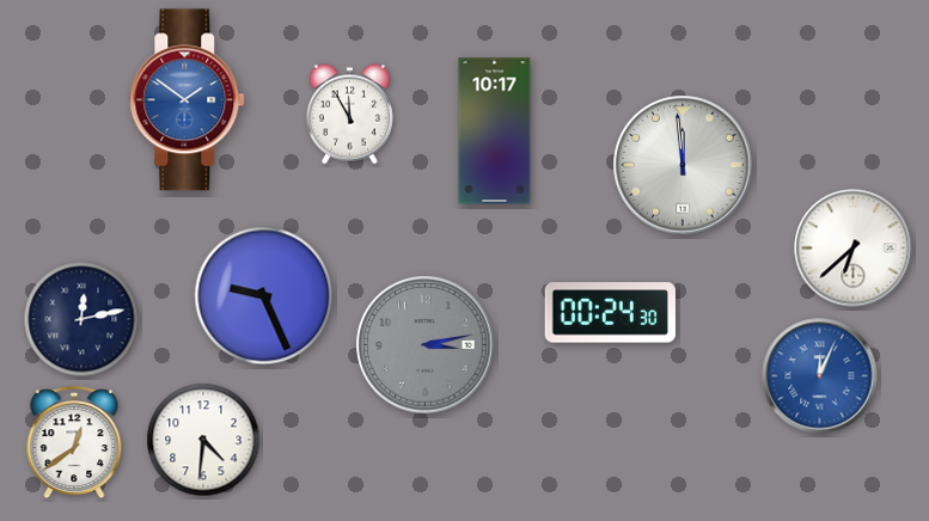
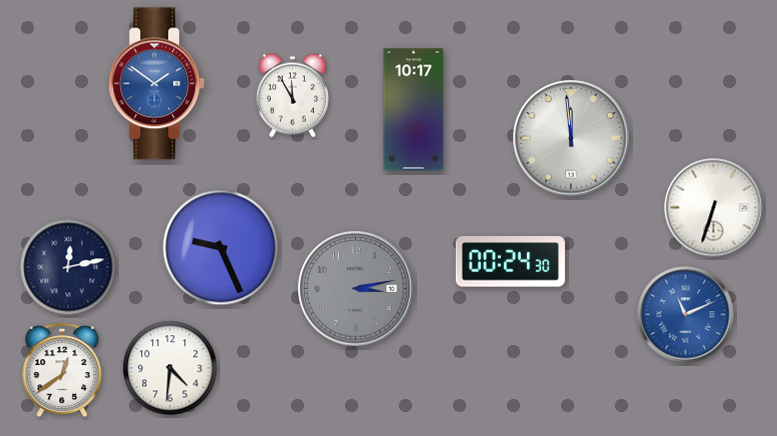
clock at (854, 249): 6:38 -> 6:33
clock at (820, 376): 12:04 -> 11:11
